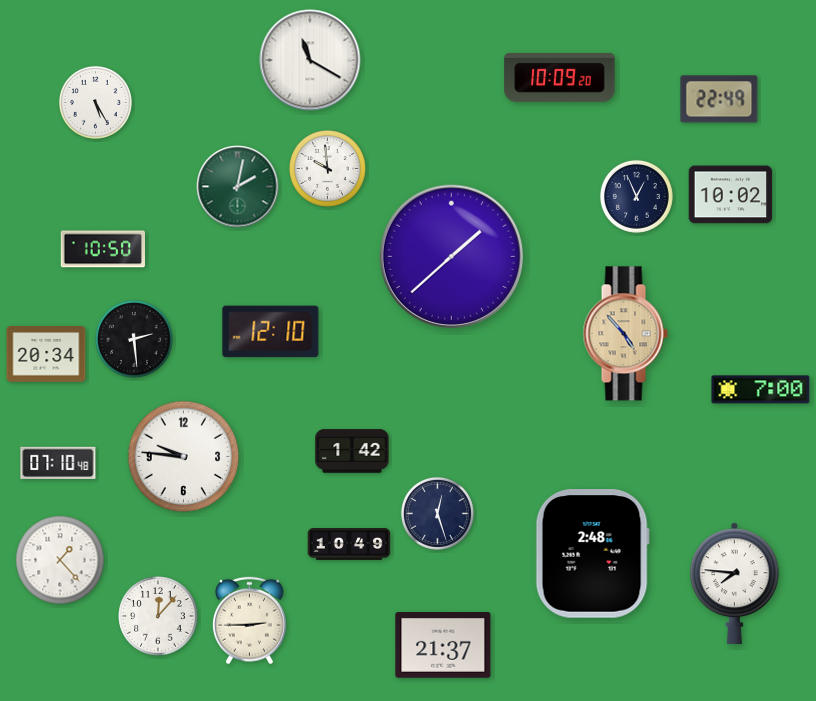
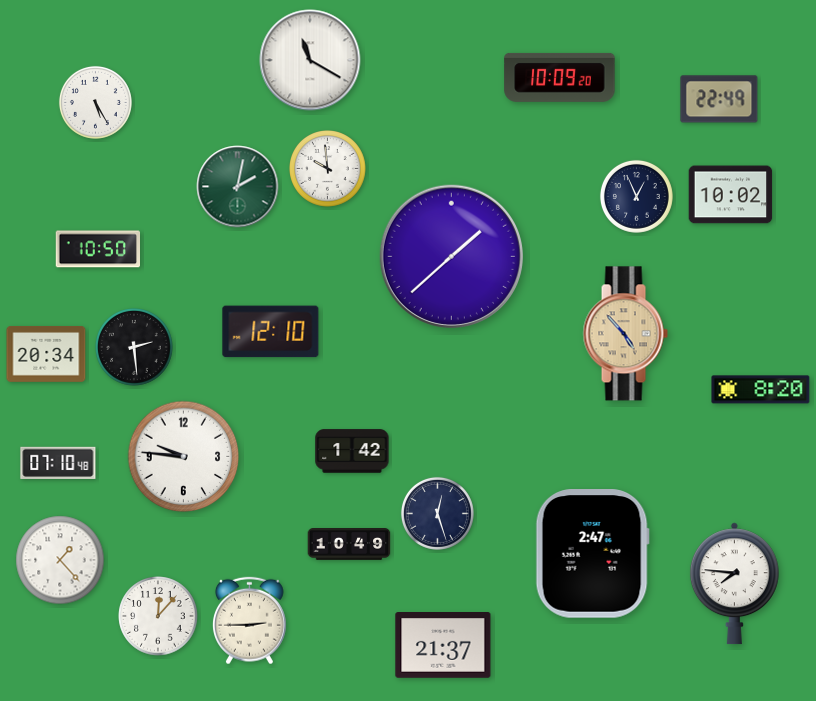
clock at (102, 249) position: (102, 249) -> (97, 249)
clock at (134, 339) position: (134, 339) -> (134, 347)
clock at (761, 390): 7:00 -> 8:20
clock at (592, 554): 2:48 -> 2:47
